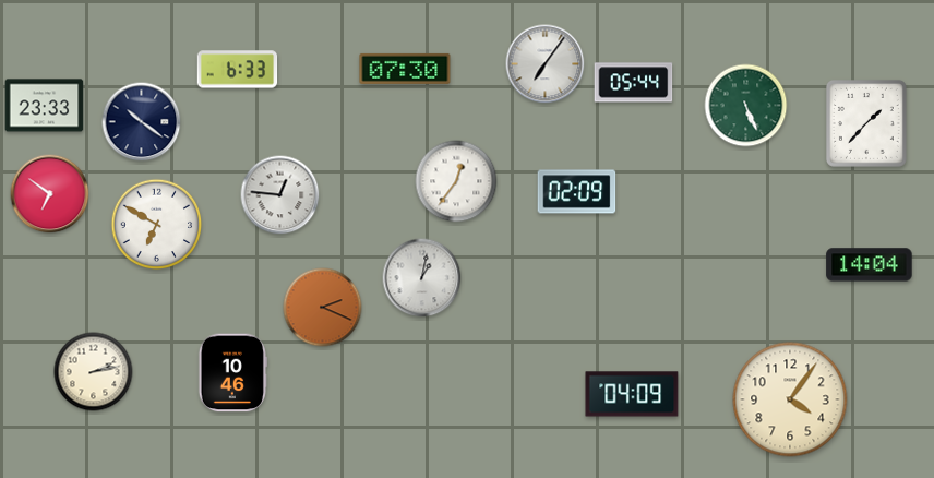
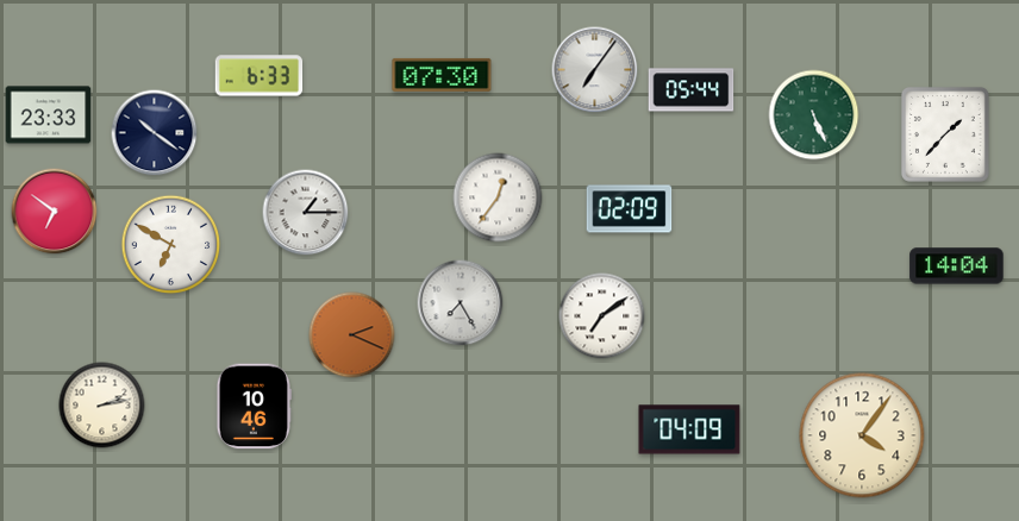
clock at (280, 195): 12:46 -> 1:15
clock at (870, 265) position: (870, 265) -> (957, 266)
clock at (422, 278): 1:02 -> 7:25
clock at (602, 316): none -> 7:09
